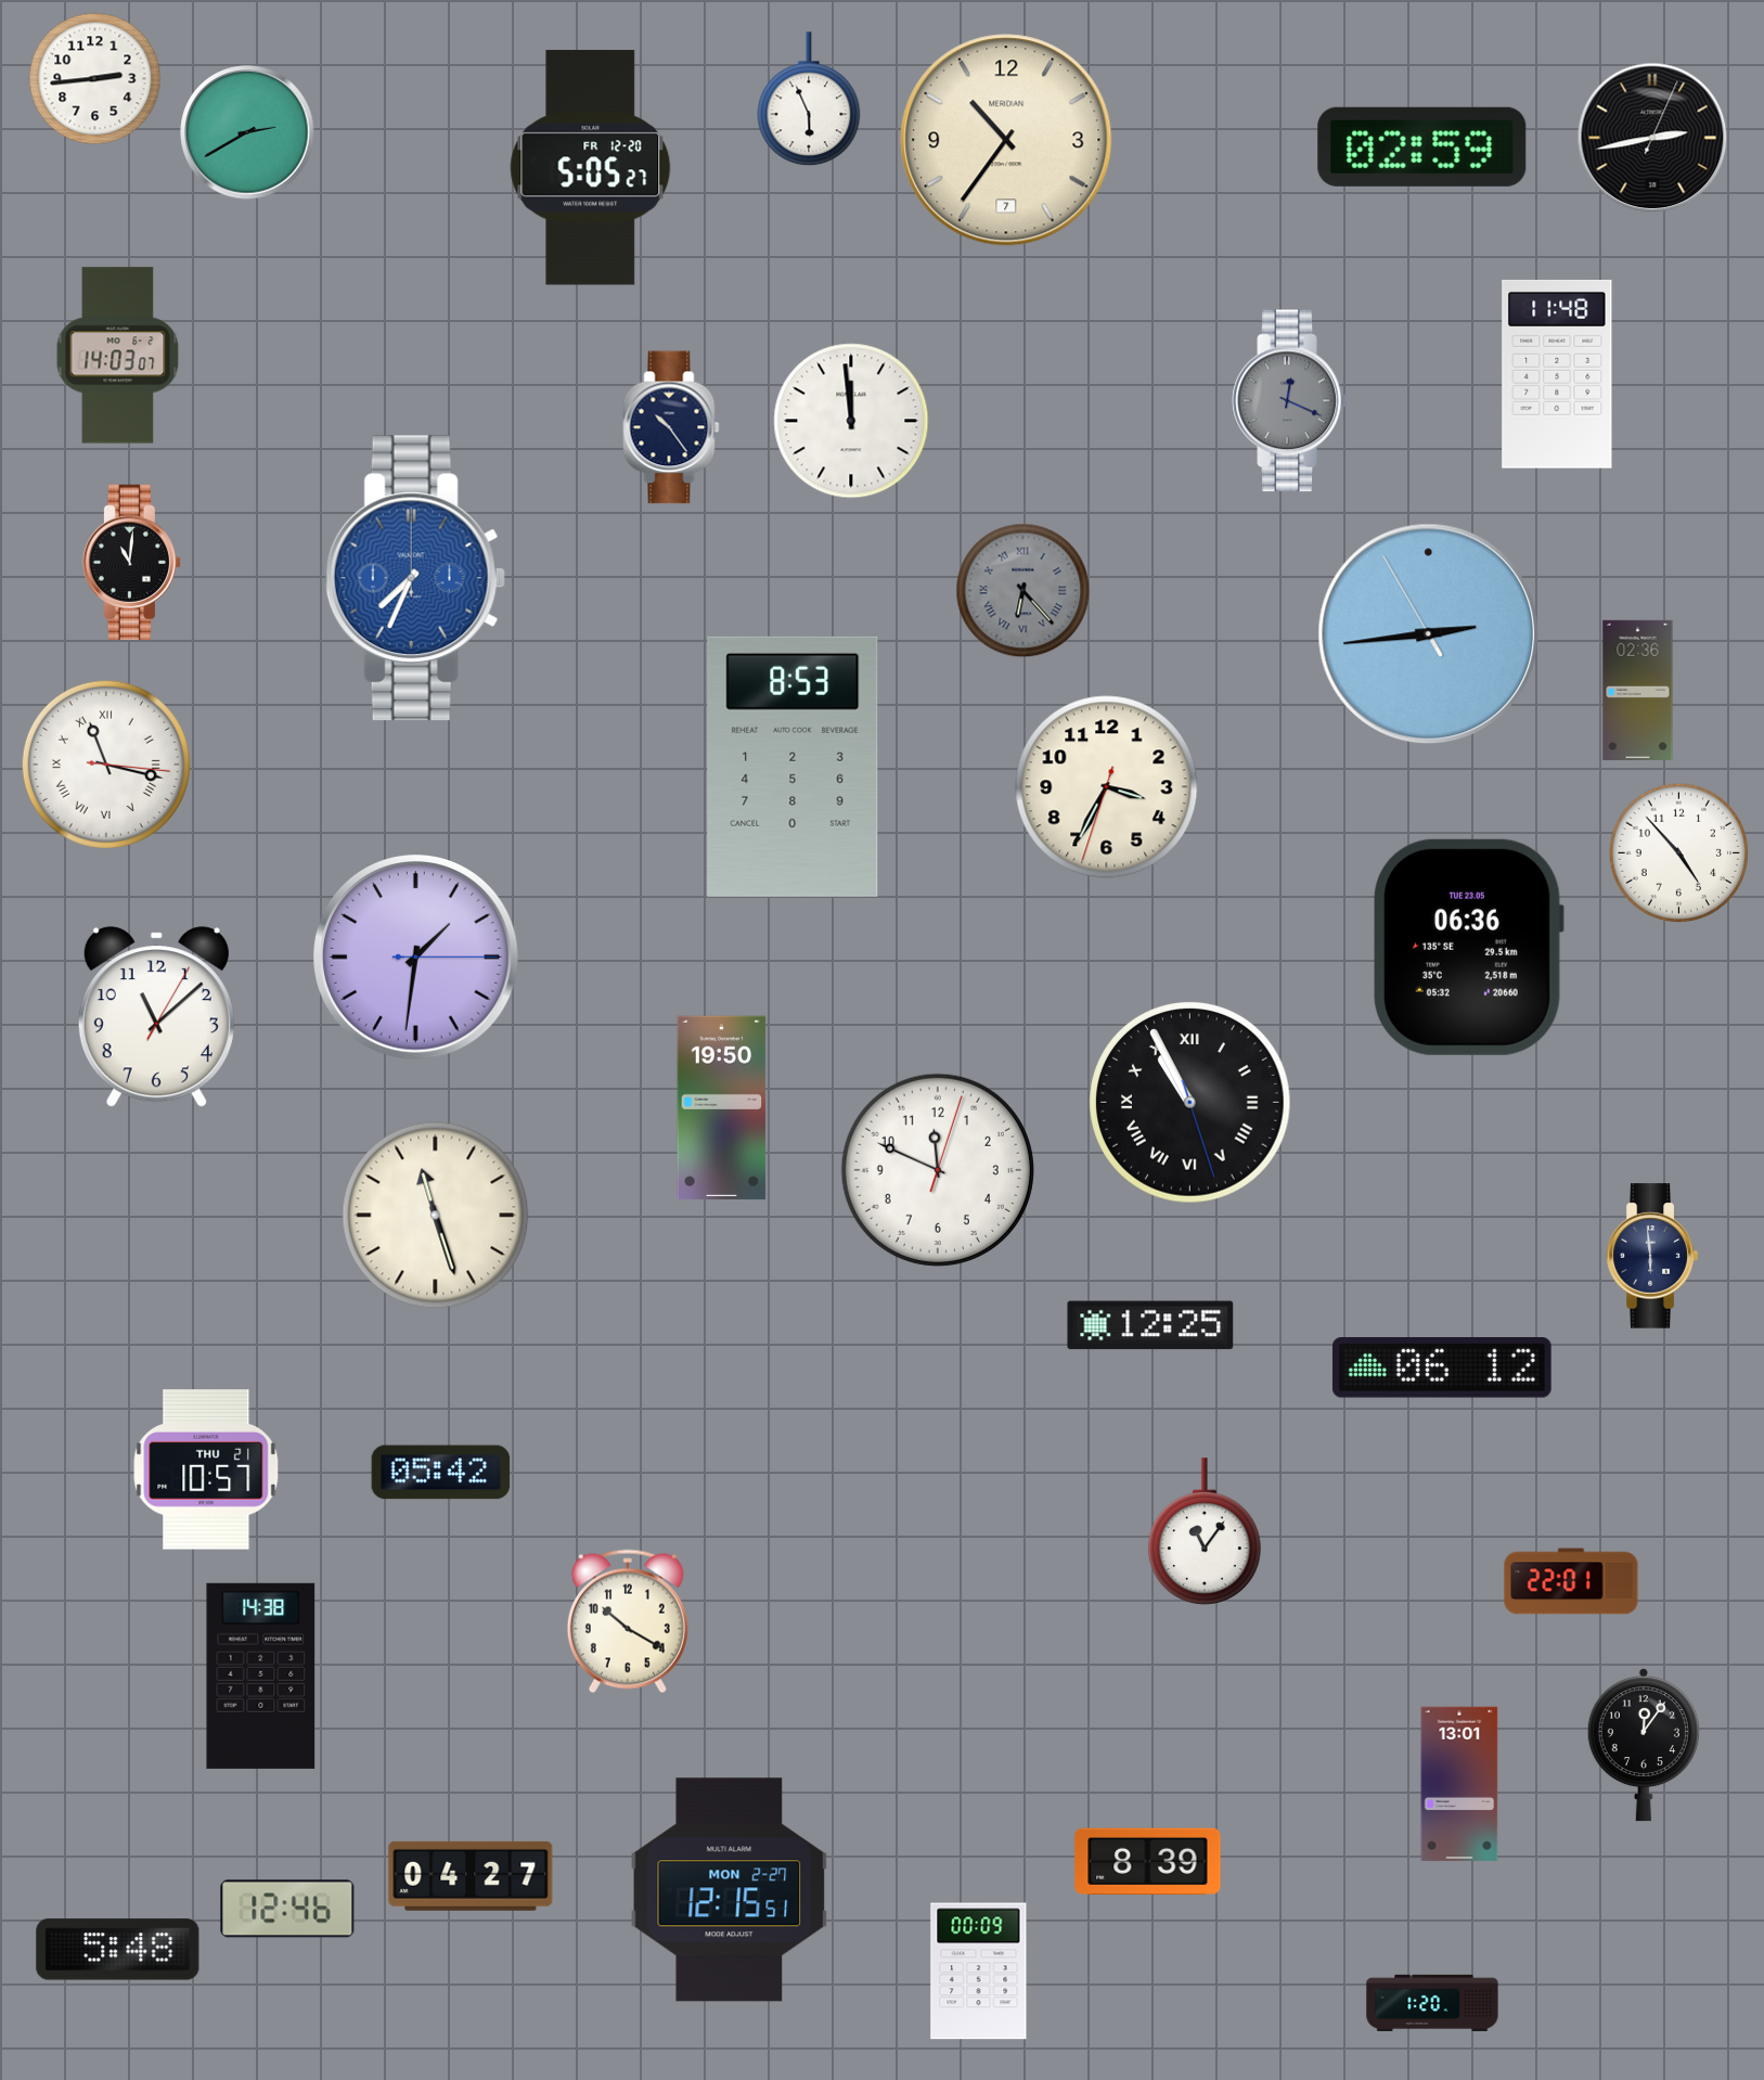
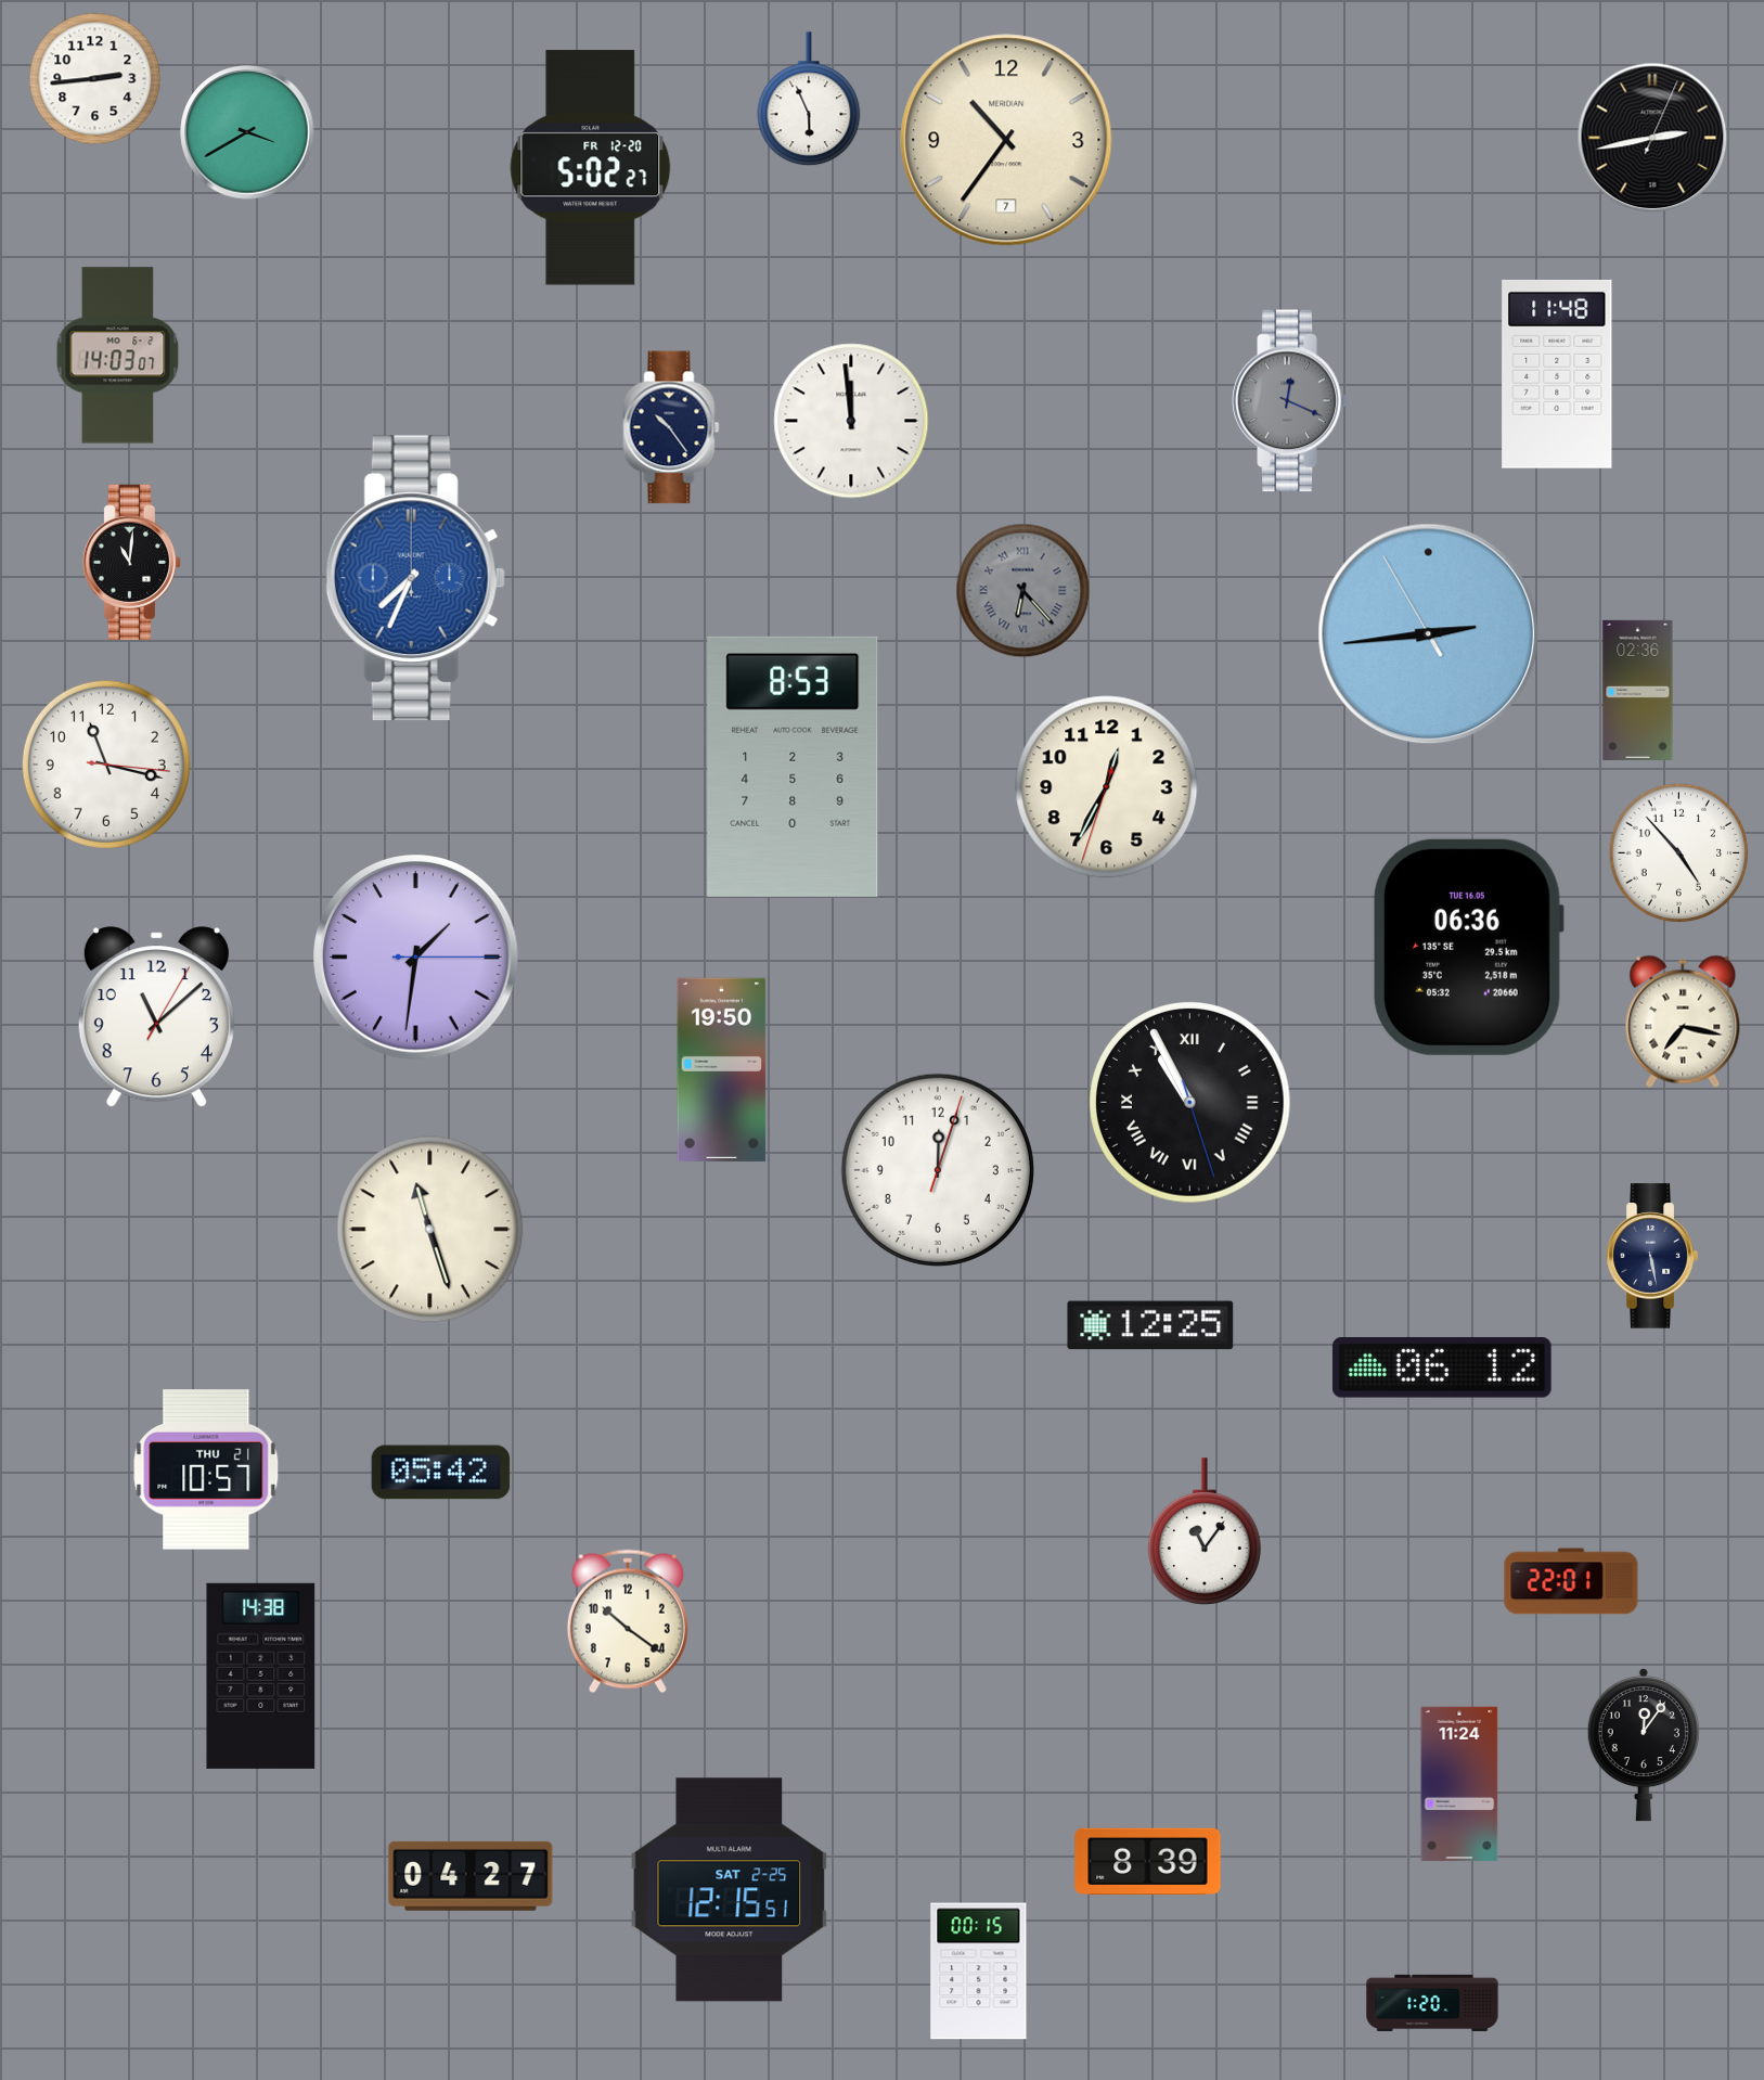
clock at (247, 132): 2:40 -> 3:40
clock at (1422, 146): 02:59 -> none
clock at (591, 168): 5:05 -> 5:02
clock at (106, 765) numerals: Roman -> Arabic
clock at (1107, 787): 3:34 -> 12:34
clock at (1469, 947) date: TUE 23.05 -> TUE 16.05
clock at (1683, 1022): none -> 7:17
clock at (722, 1108) position: (722, 1108) -> (722, 1070)
clock at (938, 1170): 11:49 -> 12:03
clock at (436, 1216) position: (436, 1216) -> (430, 1230)
clock at (1652, 1256): 5:59 -> 5:28
clock at (628, 1621): 10:20 -> 10:21
clock at (1459, 1784): 13:01 -> 11:24
clock at (730, 1890) date: MON 2-27 -> SAT 2-25
clock at (287, 1909): 12:46 -> none
clock at (118, 1950): 5:48 -> none
clock at (979, 1972): 00:09 -> 00:15
